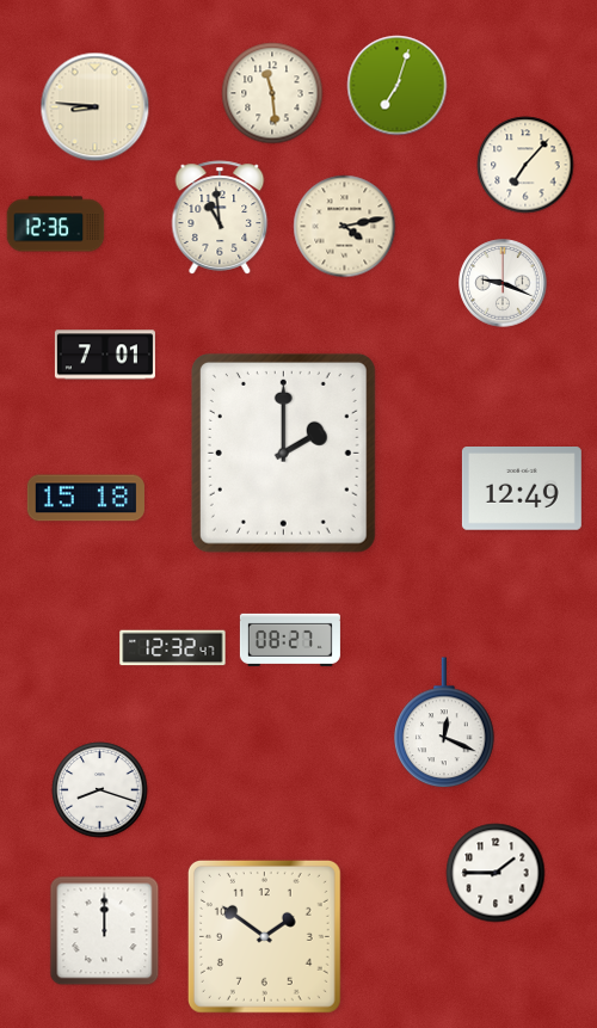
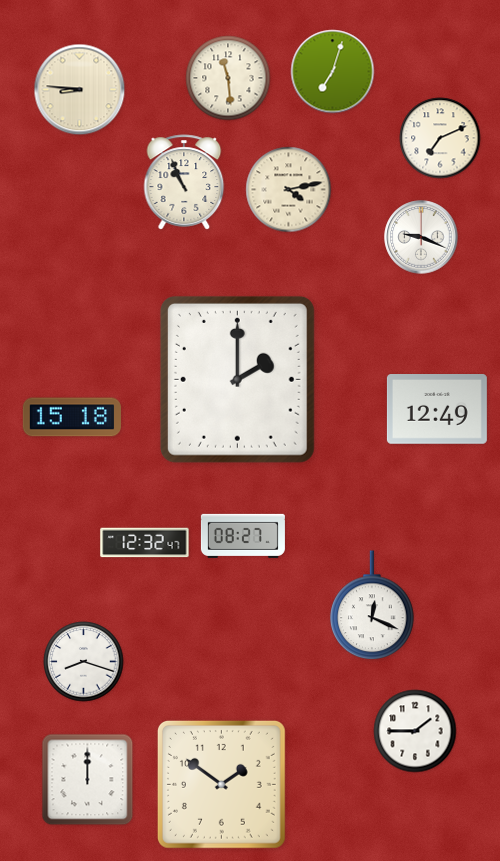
clock at (525, 165): 7:07 -> 7:11
clock at (220, 217): 10:59 -> 10:56
clock at (56, 224): 12:36 -> none
clock at (105, 355): 7:01 -> none
